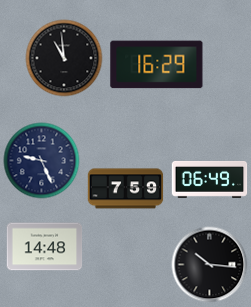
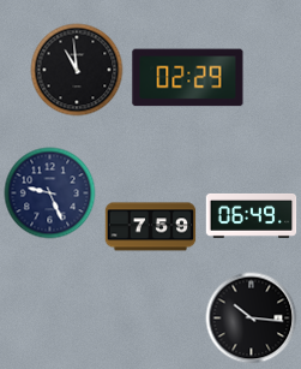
clock at (157, 65): 16:29 -> 02:29
clock at (45, 247): 14:48 -> none
